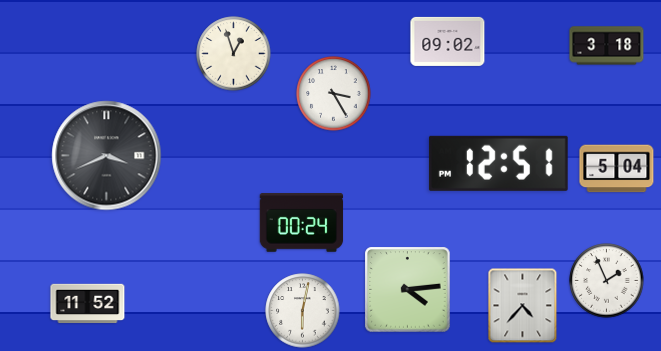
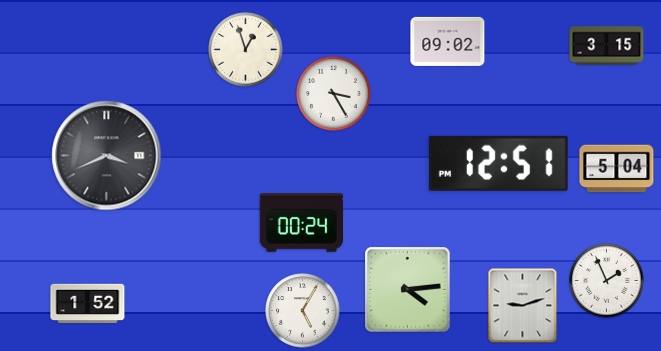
clock at (607, 46): 3:18 -> 3:15
clock at (234, 54) position: (234, 54) -> (246, 50)
clock at (88, 304): 11:52 -> 1:52
clock at (523, 306): 4:37 -> 9:12
clock at (303, 311): 6:02 -> 5:05
